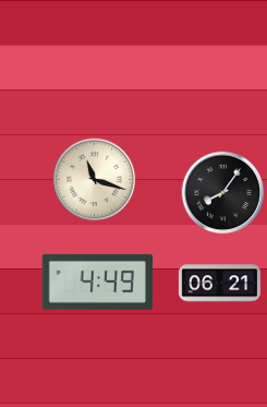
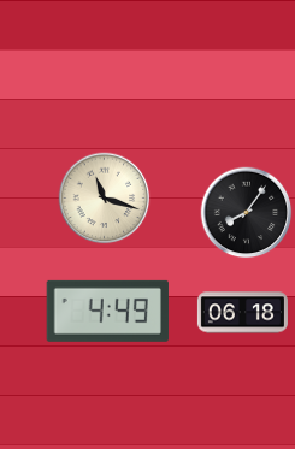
clock at (219, 284): 06:21 -> 06:18
